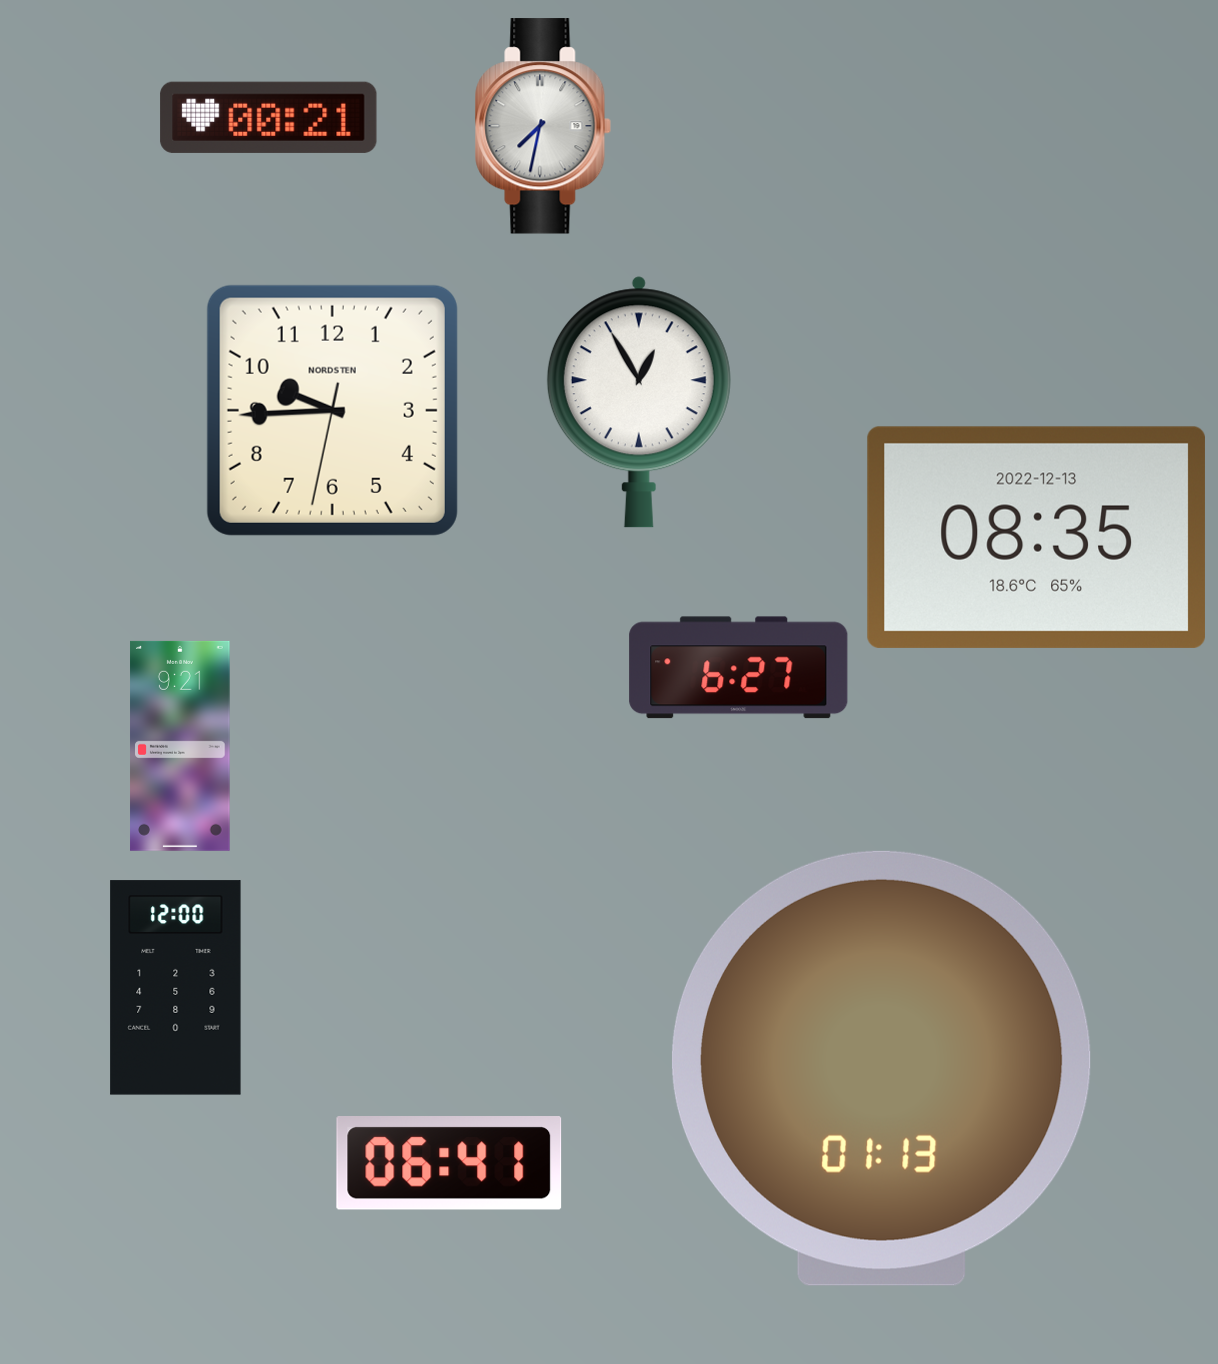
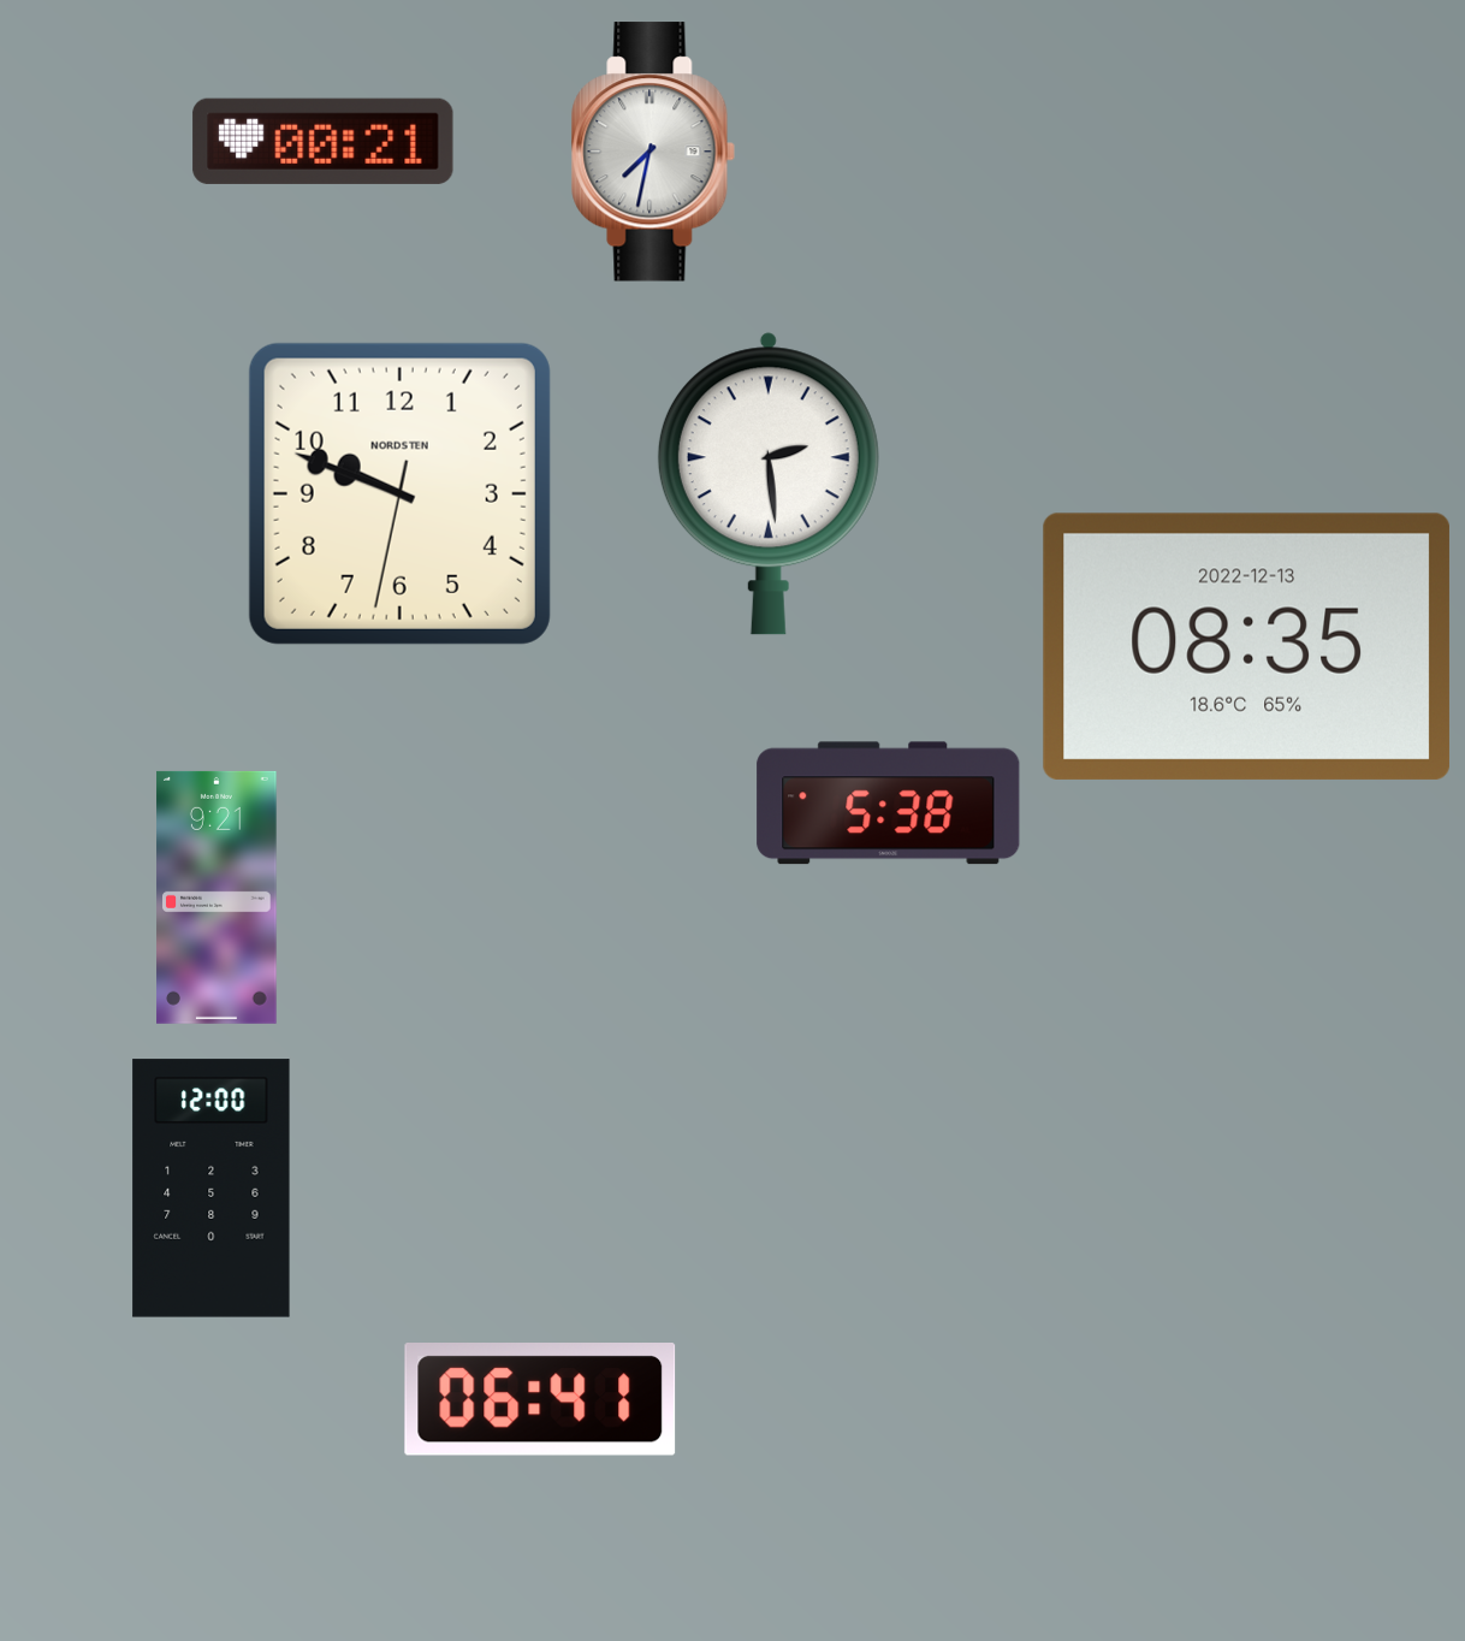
clock at (639, 402): 12:55 -> 2:29
clock at (332, 410): 9:44 -> 9:48
clock at (739, 668): 6:27 -> 5:38
clock at (881, 1068): 01:13 -> none
